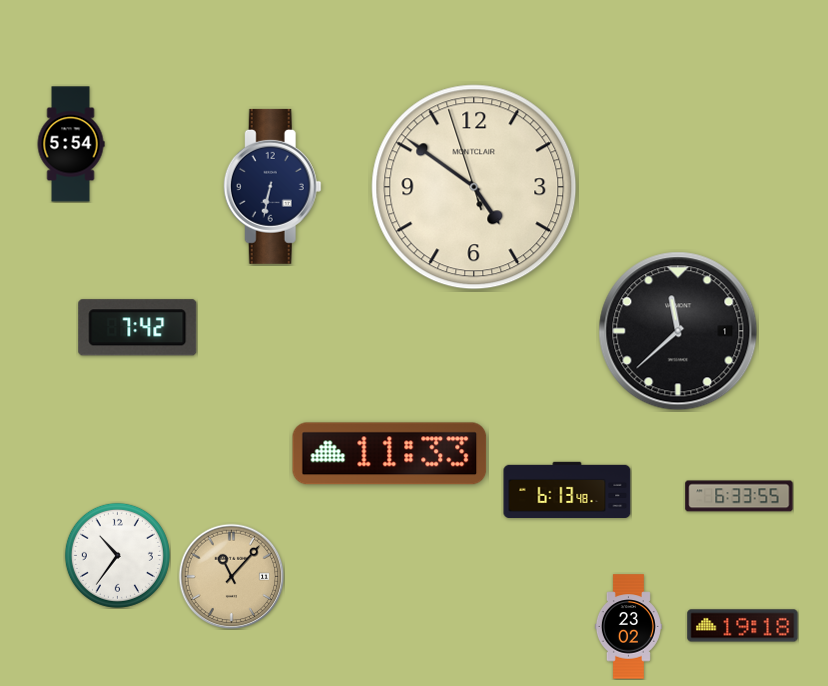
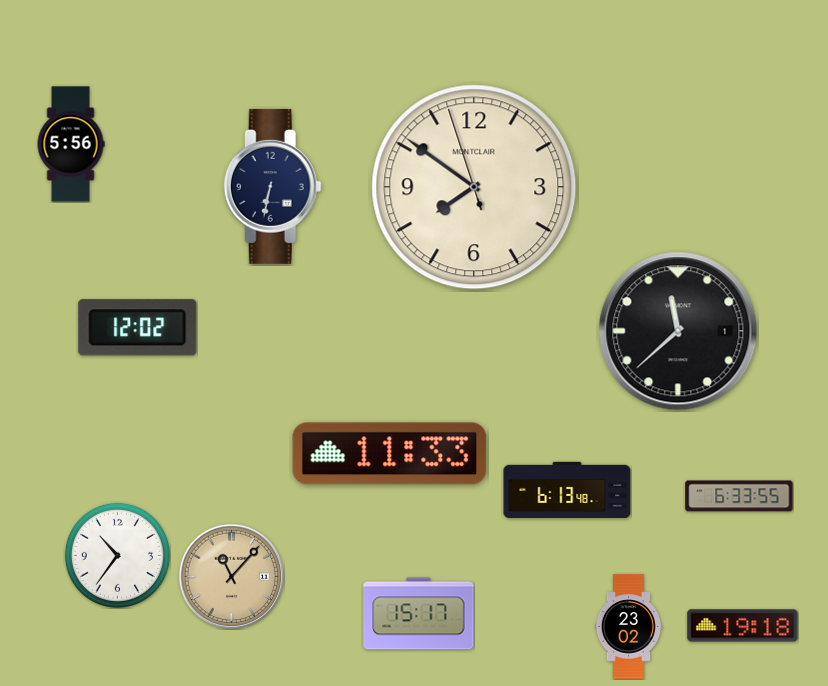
clock at (71, 144): 5:54 -> 5:56
clock at (474, 187): 4:50 -> 7:50
clock at (138, 328): 7:42 -> 12:02
clock at (419, 614): none -> 15:17
